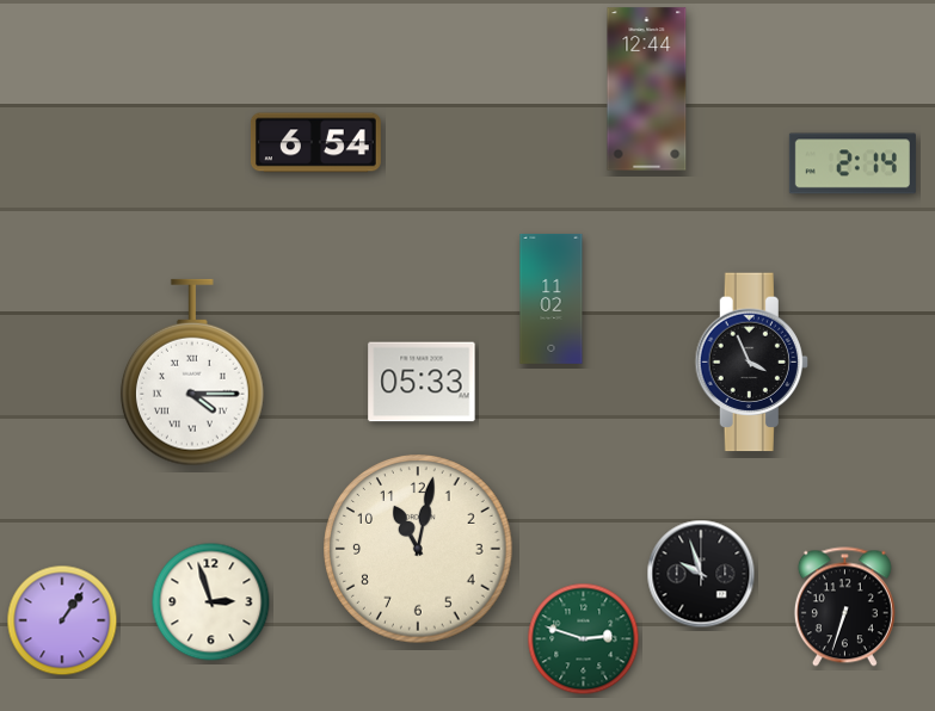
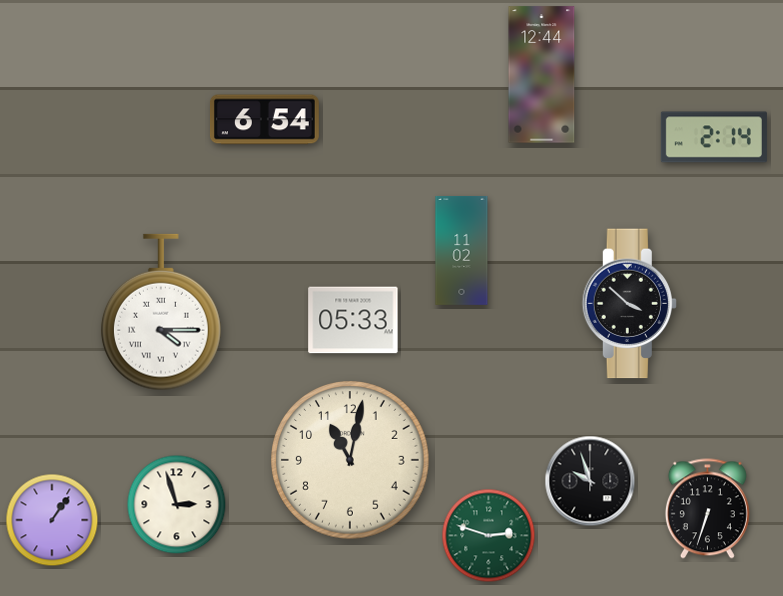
clock at (751, 363): 3:56 -> 3:52
clock at (701, 574) position: (701, 574) -> (590, 481)
